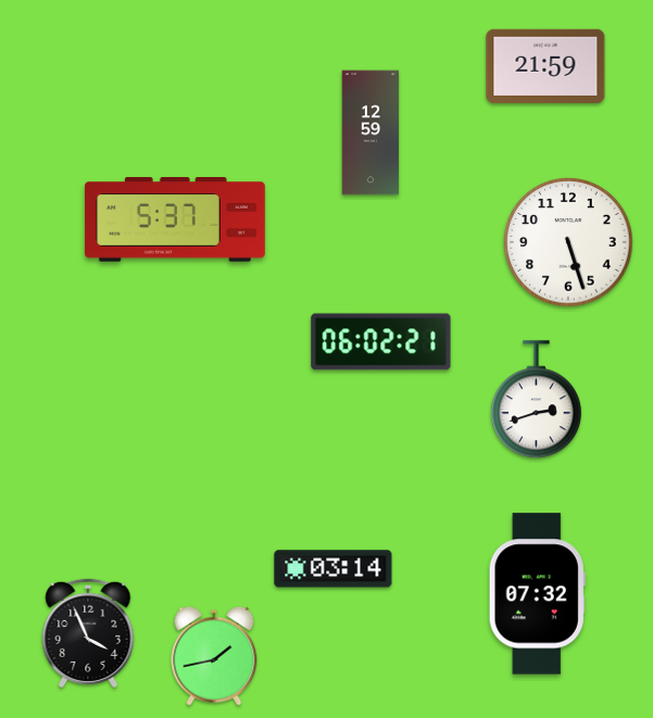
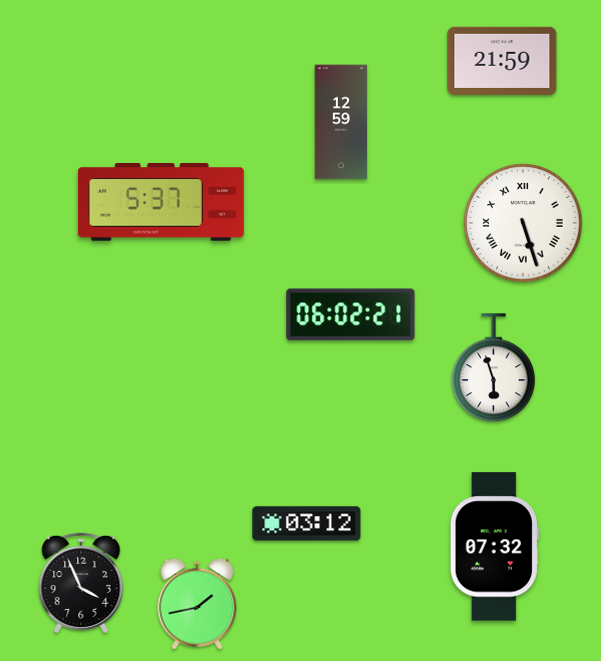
clock at (568, 242) numerals: Arabic -> Roman
clock at (536, 400): 2:42 -> 5:57
clock at (334, 569): 03:14 -> 03:12
